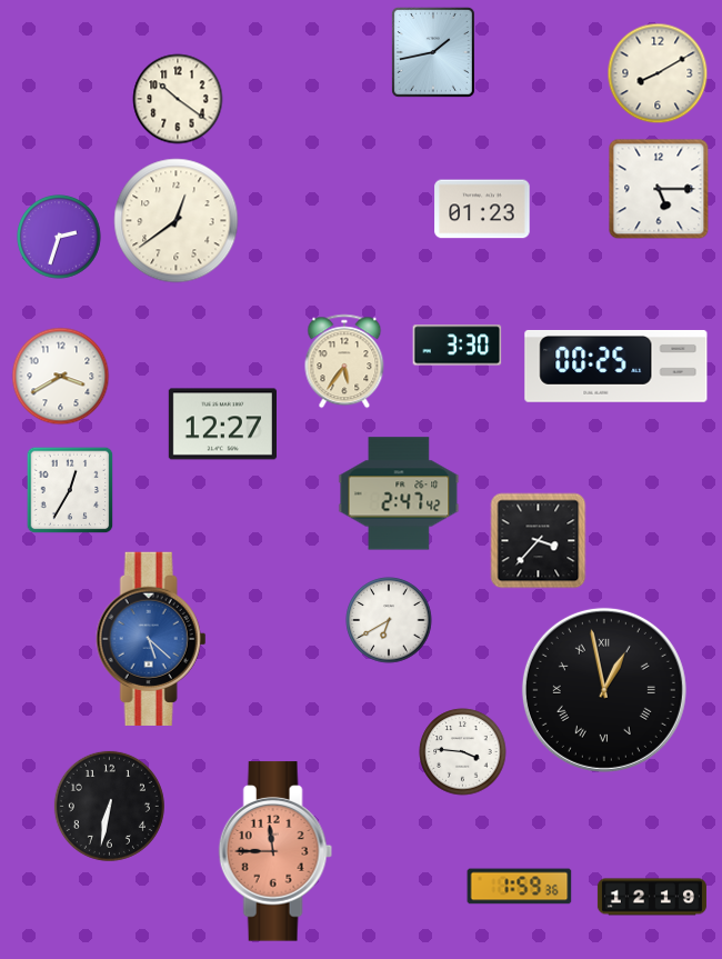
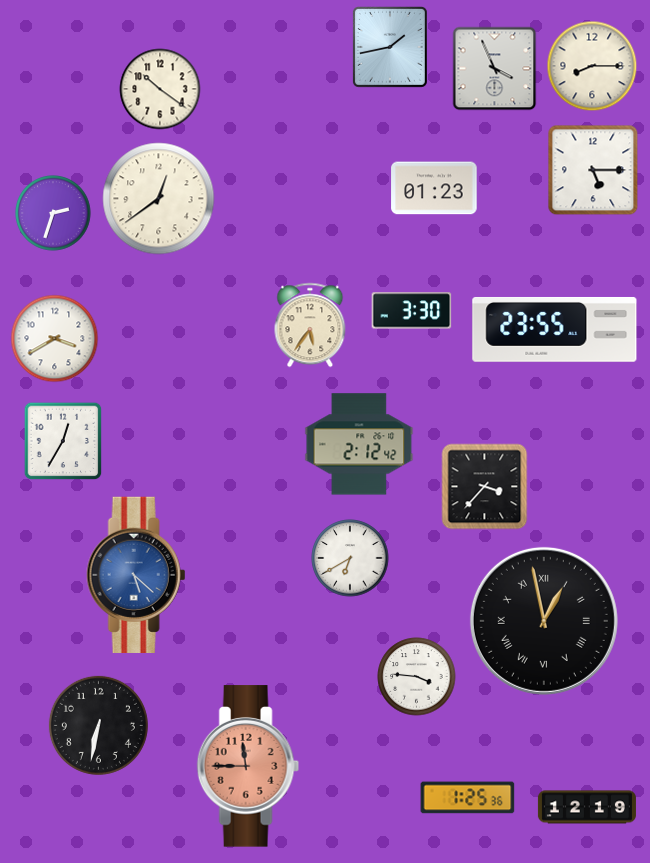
clock at (658, 73): 8:10 -> 8:15
clock at (495, 69): none -> 3:56
clock at (616, 366): 00:25 -> 23:55
clock at (222, 424): 12:27 -> none
clock at (399, 493): 2:47 -> 2:12
clock at (520, 887): 1:59 -> 1:25
